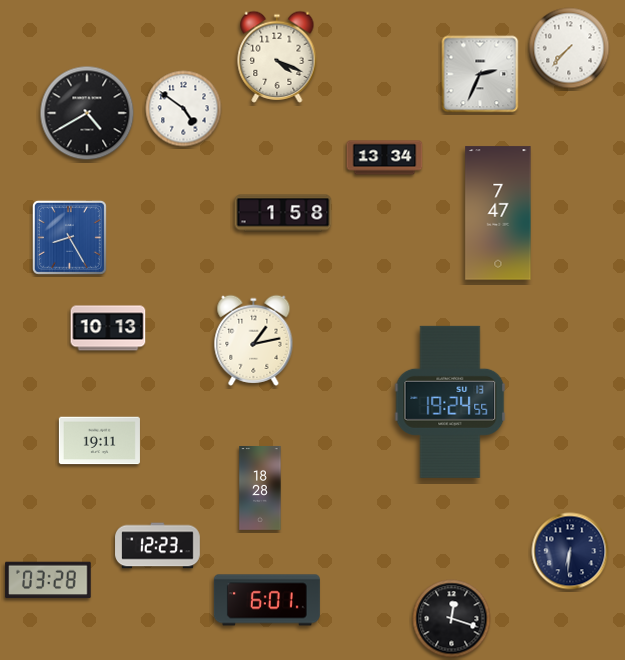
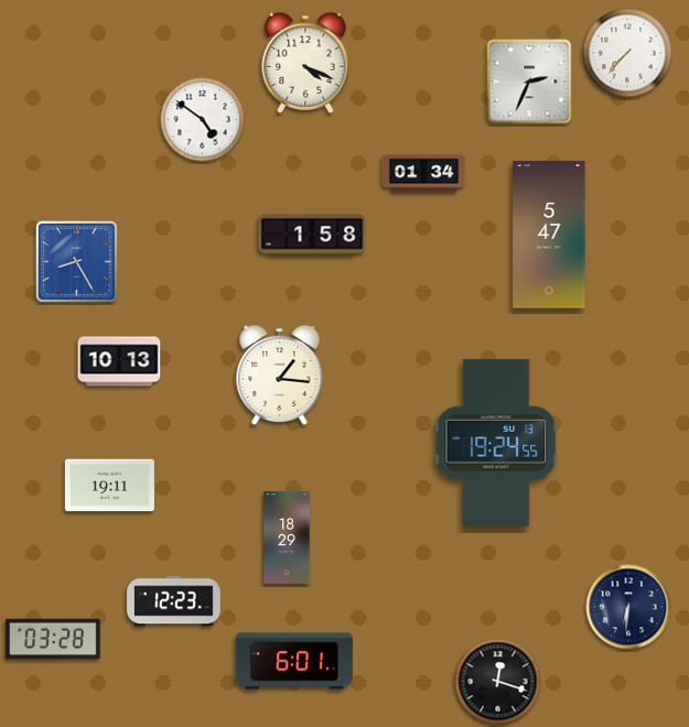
clock at (87, 113): 4:40 -> none
clock at (385, 158): 13:34 -> 01:34
clock at (498, 213): 7:47 -> 5:47
clock at (254, 340): 1:13 -> 1:16
clock at (260, 489): 18:28 -> 18:29
